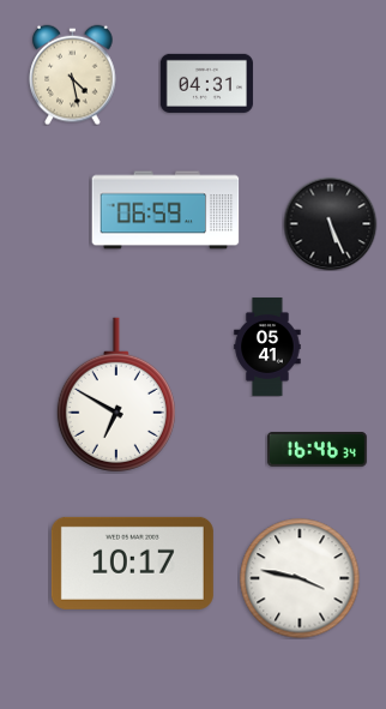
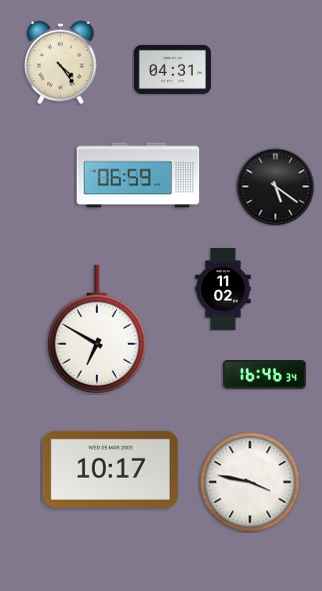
clock at (73, 74): 4:28 -> 4:24
clock at (330, 223): 5:26 -> 5:21
clock at (267, 347): 05:41 -> 11:02
